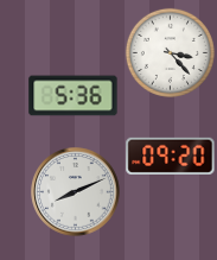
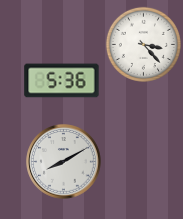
clock at (171, 156): 09:20 -> none
clock at (76, 192): 8:11 -> 8:10
